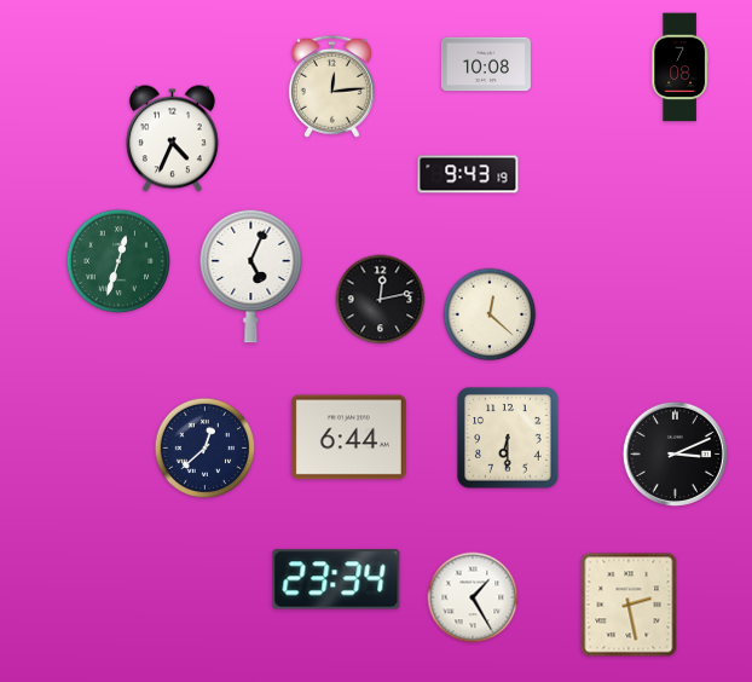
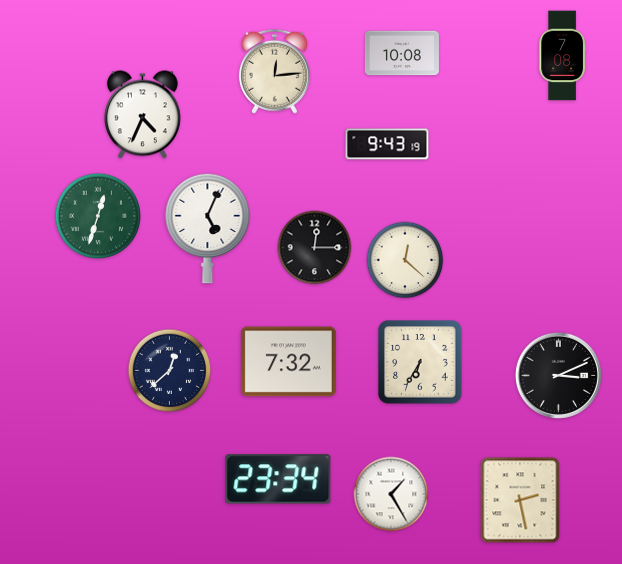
clock at (381, 300): 12:13 -> 12:15
clock at (348, 438): 6:44 -> 7:32
clock at (508, 438): 6:30 -> 6:35
